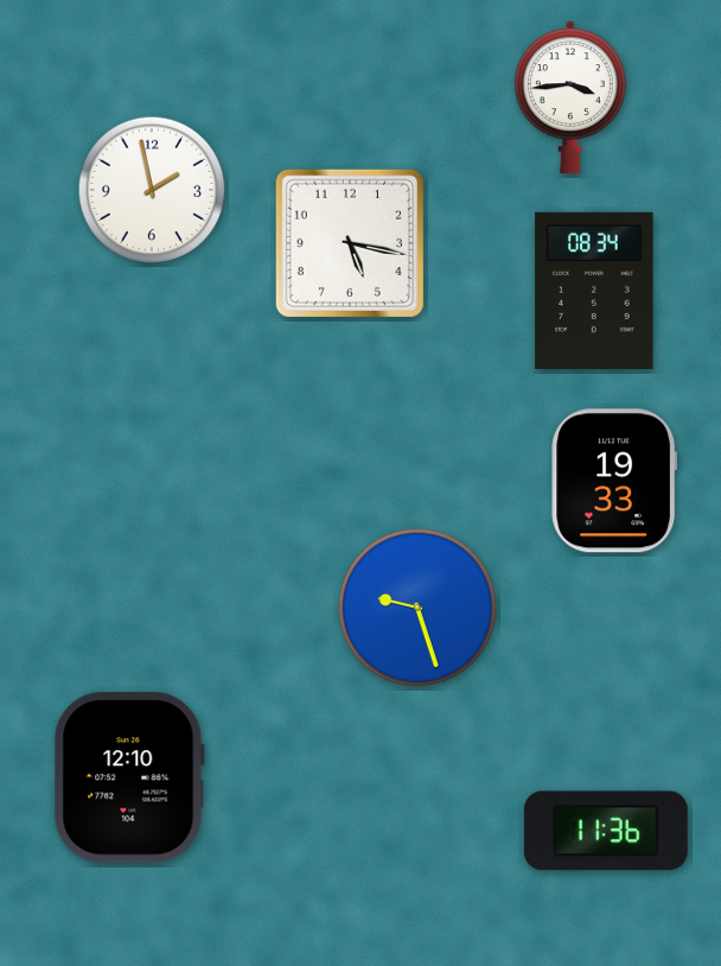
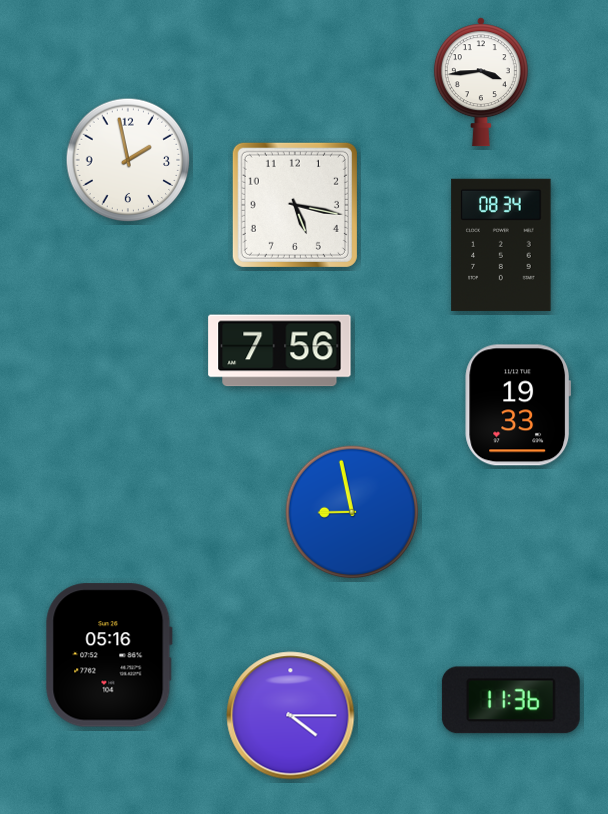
clock at (280, 351): none -> 7:56
clock at (417, 608): 9:27 -> 8:58
clock at (129, 777): 12:10 -> 05:16
clock at (291, 716): none -> 4:15
